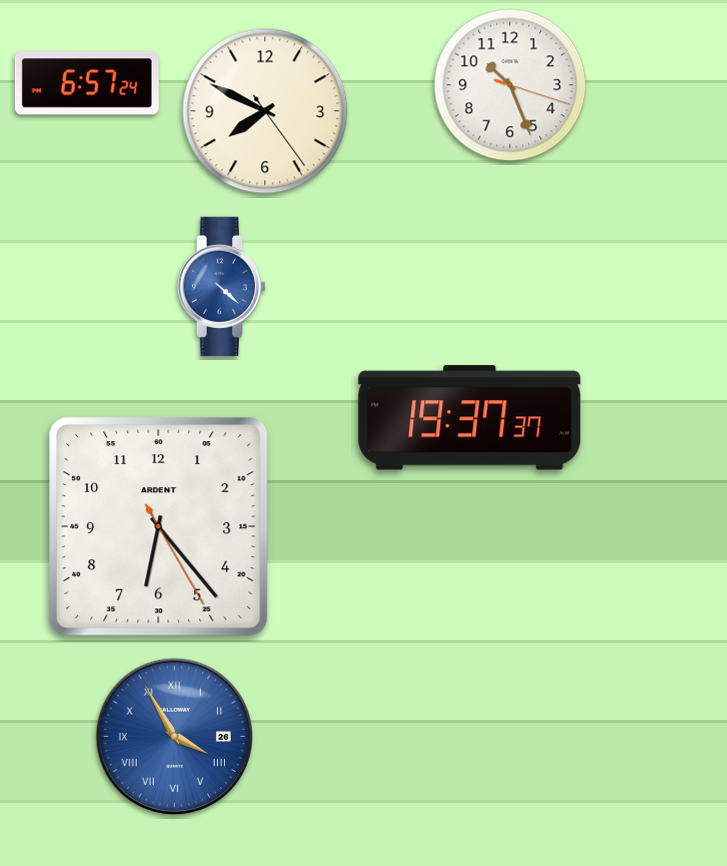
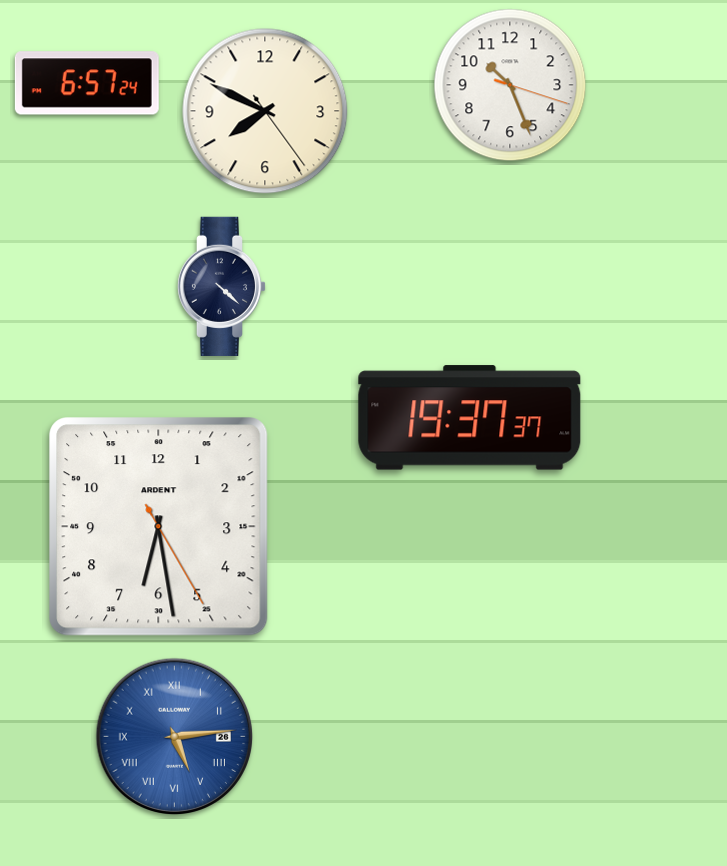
clock at (222, 286) dial: blue -> navy
clock at (159, 527): 6:23 -> 6:28
clock at (174, 736): 3:55 -> 5:14
